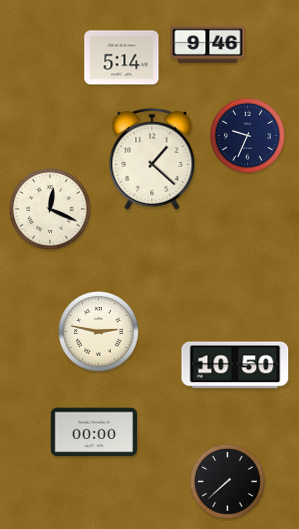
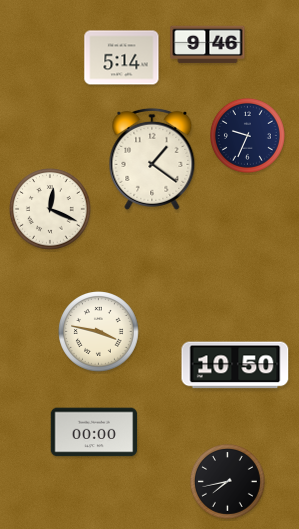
clock at (152, 159): 1:22 -> 1:21
clock at (99, 332): 2:47 -> 3:47
clock at (228, 482): 7:38 -> 7:43
